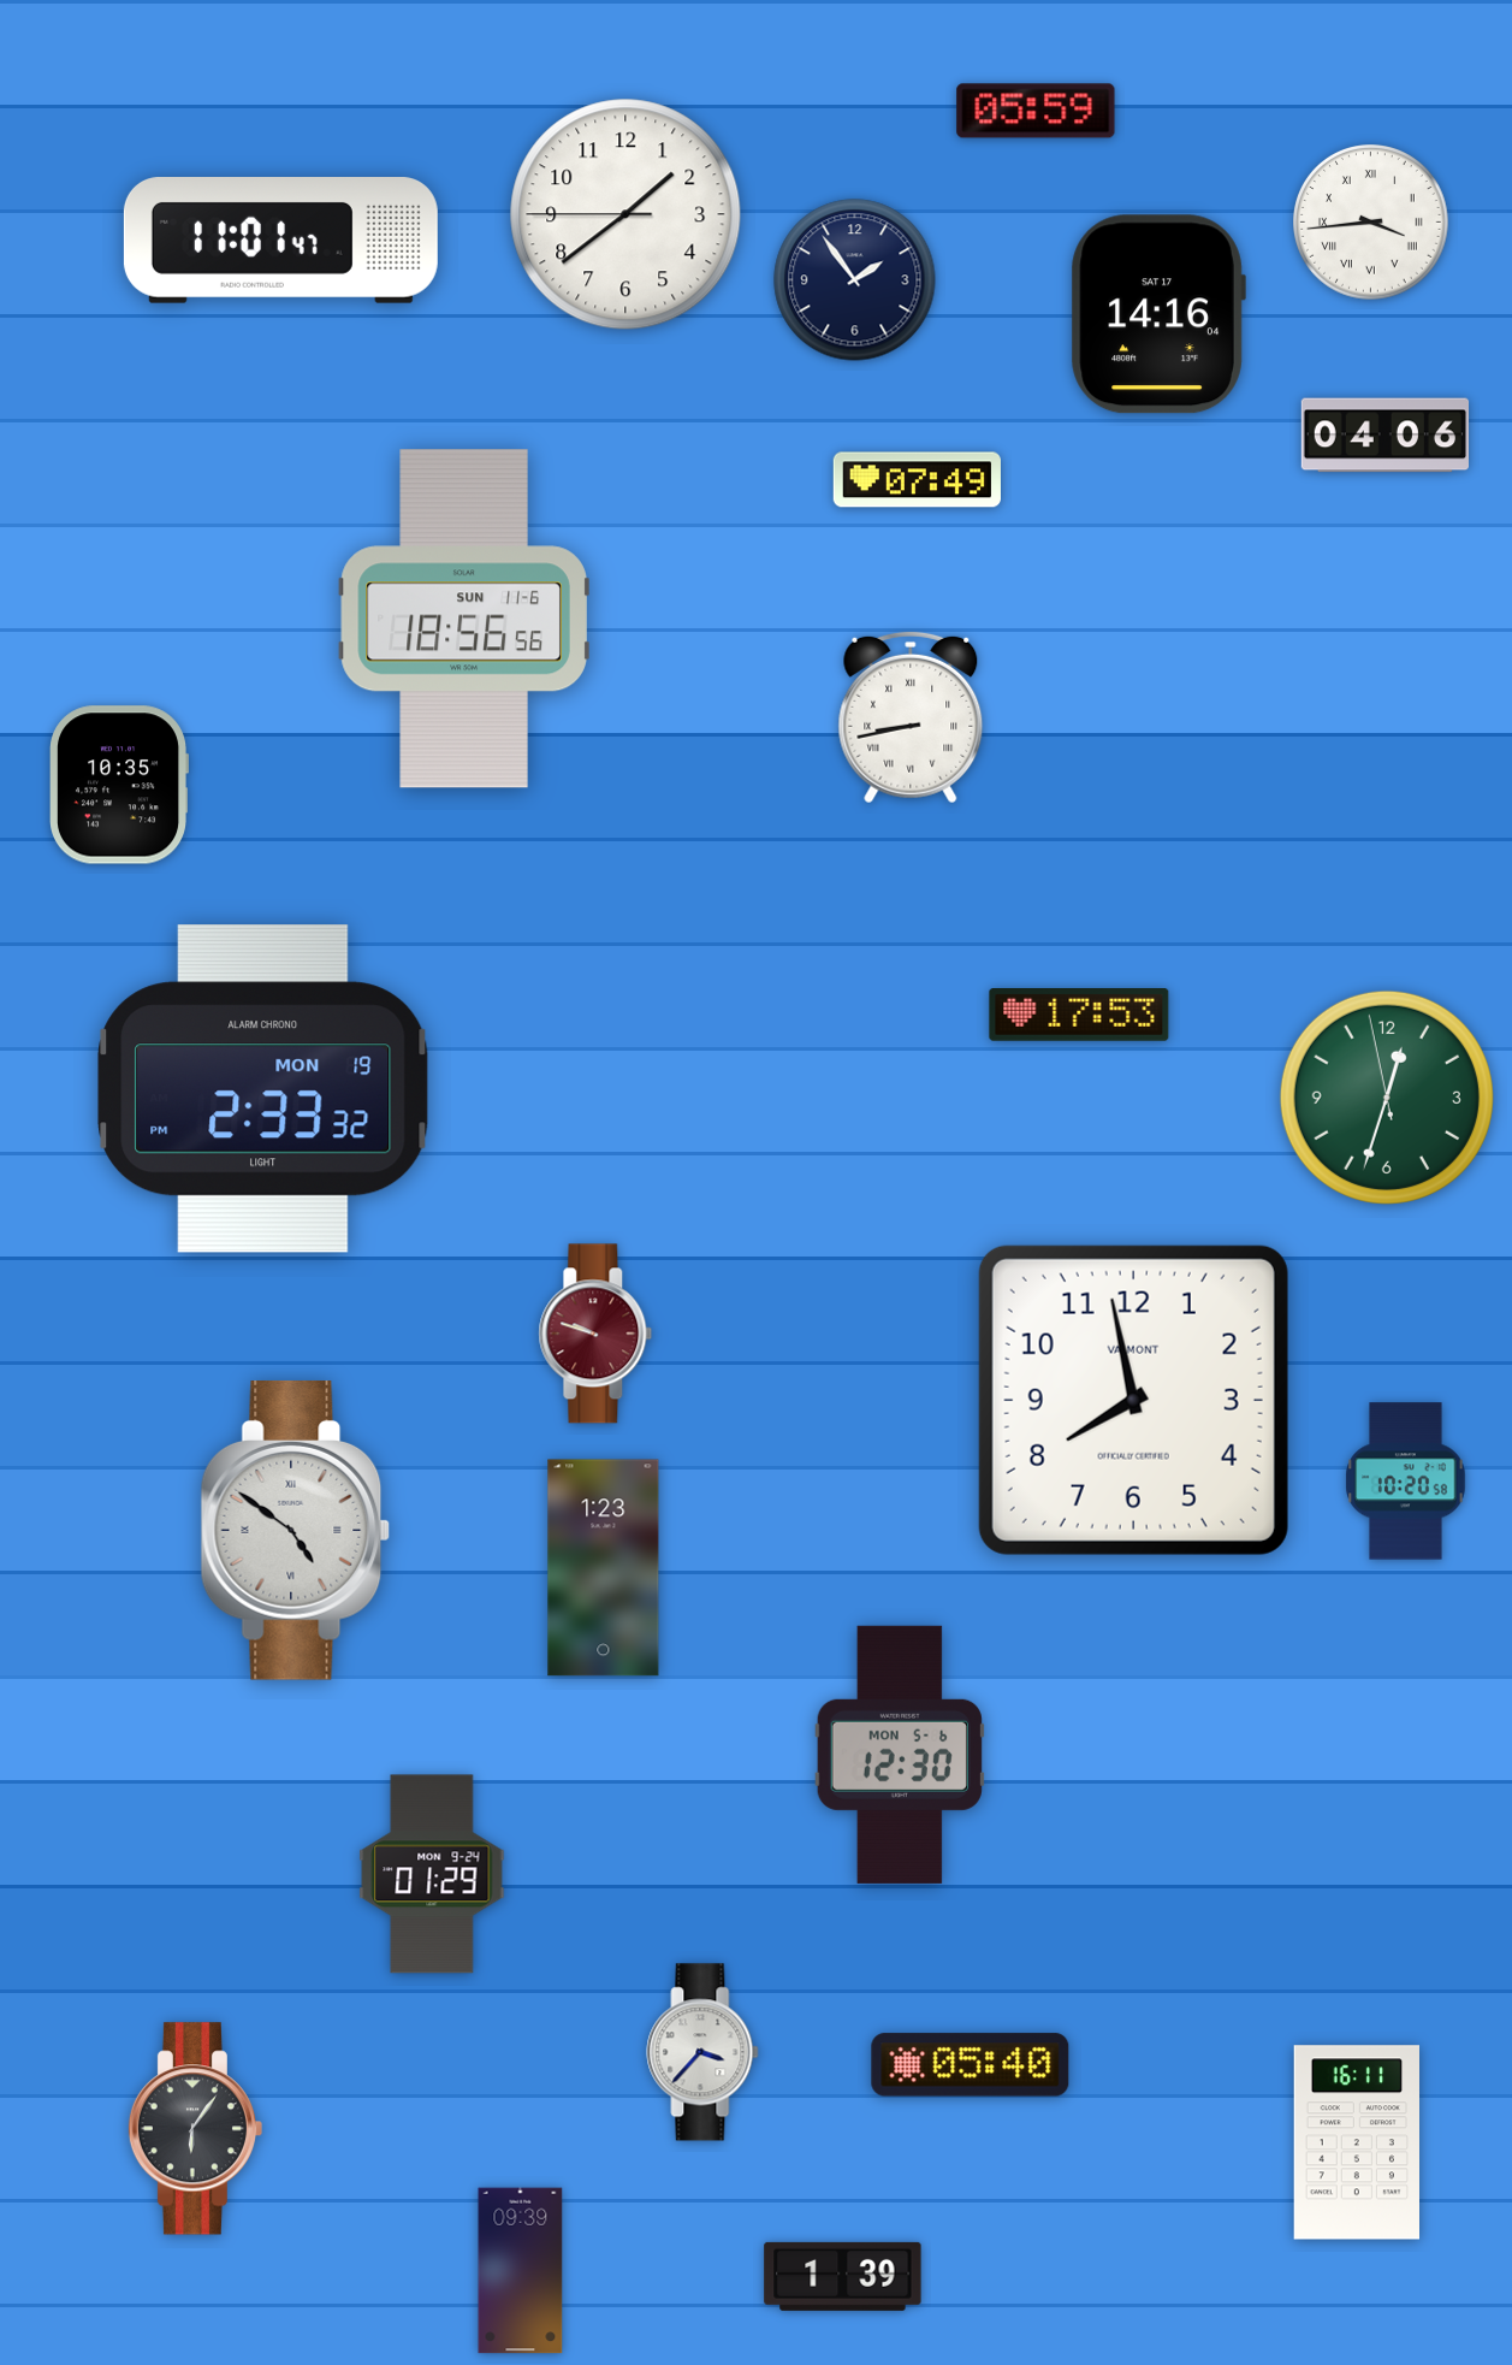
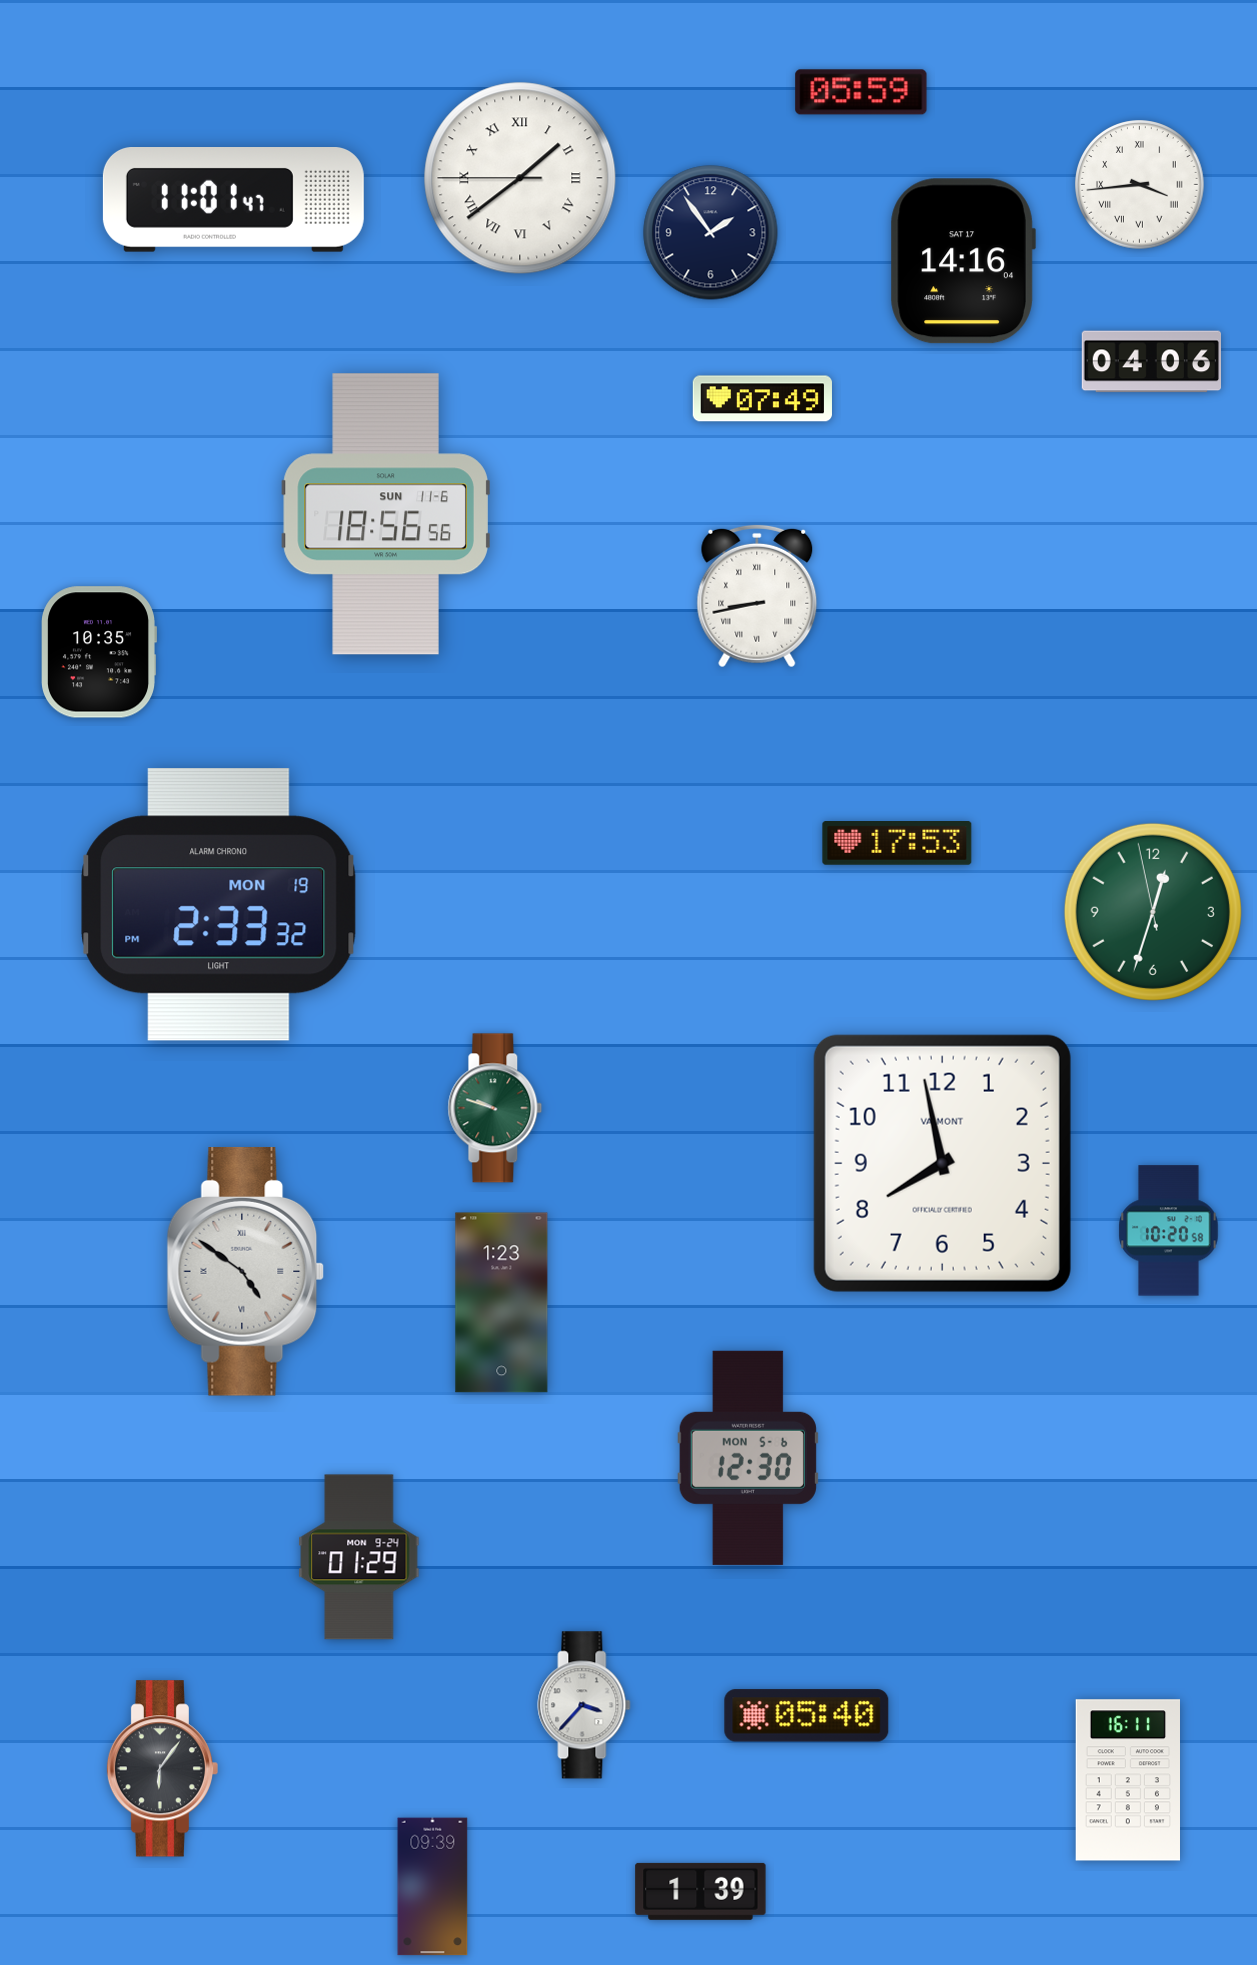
clock at (625, 214) numerals: Arabic -> Roman
clock at (595, 1334) dial: burgundy -> green
